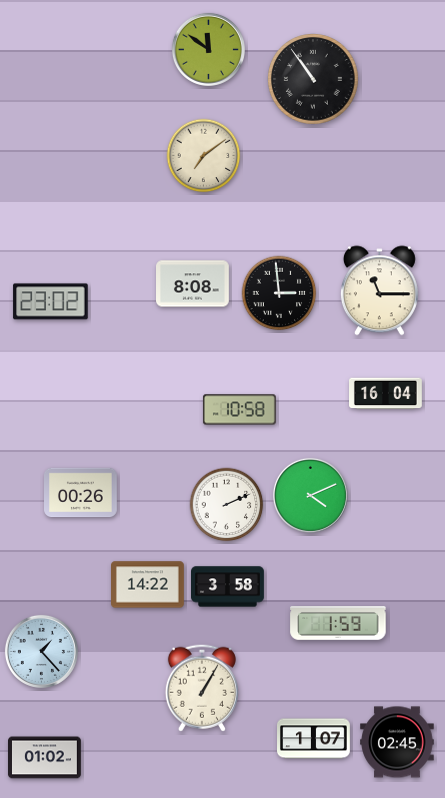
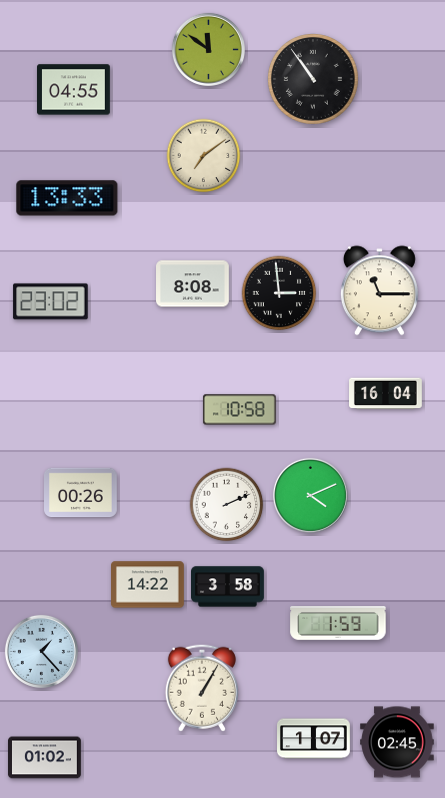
clock at (74, 90): none -> 04:55
clock at (67, 198): none -> 13:33
